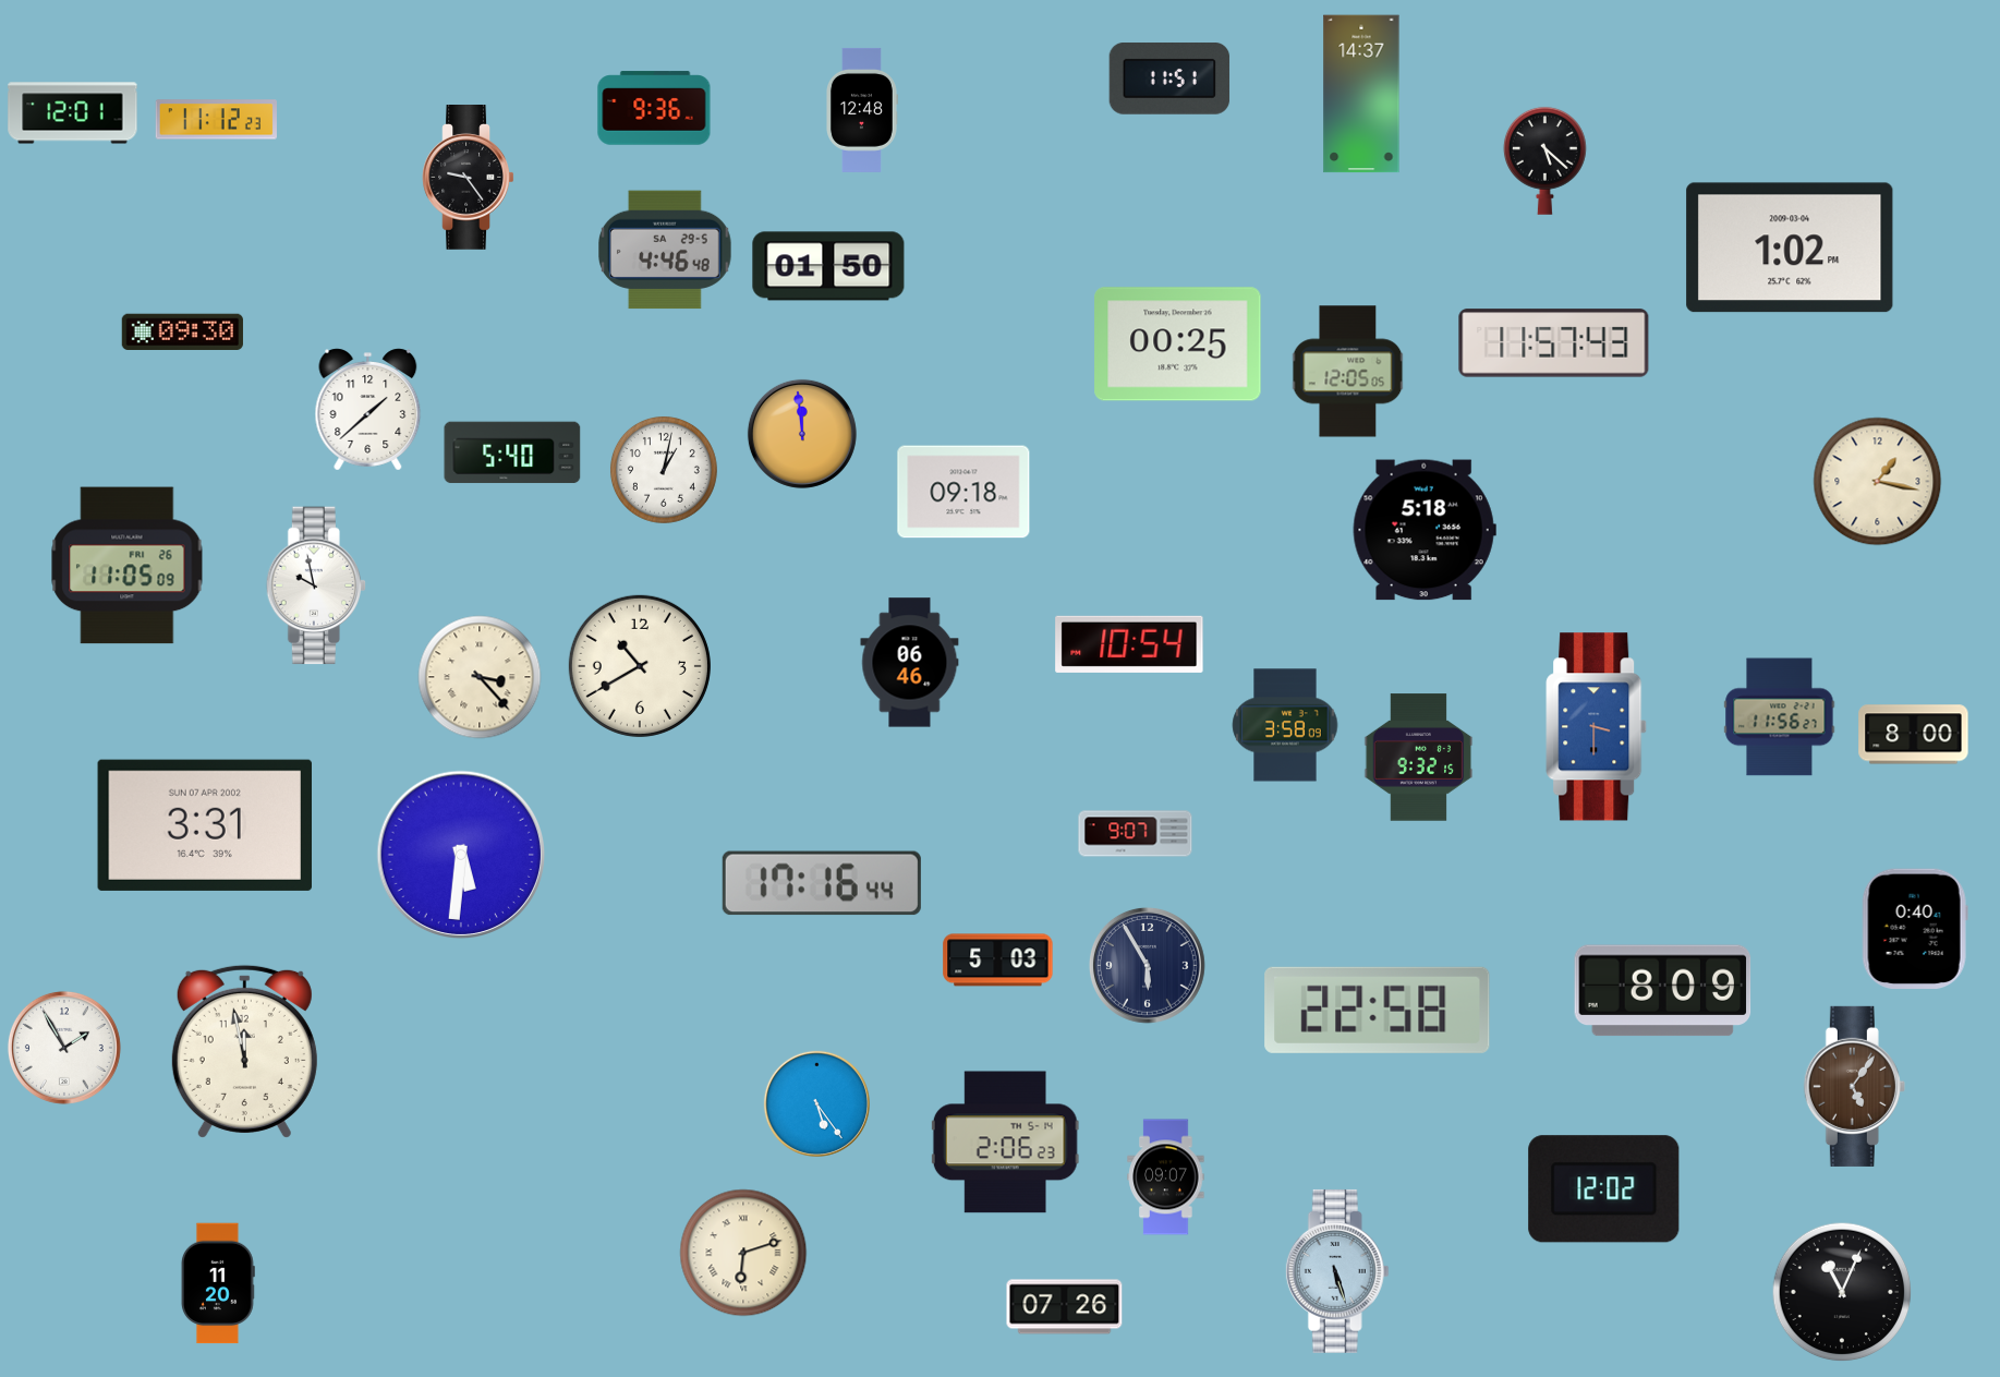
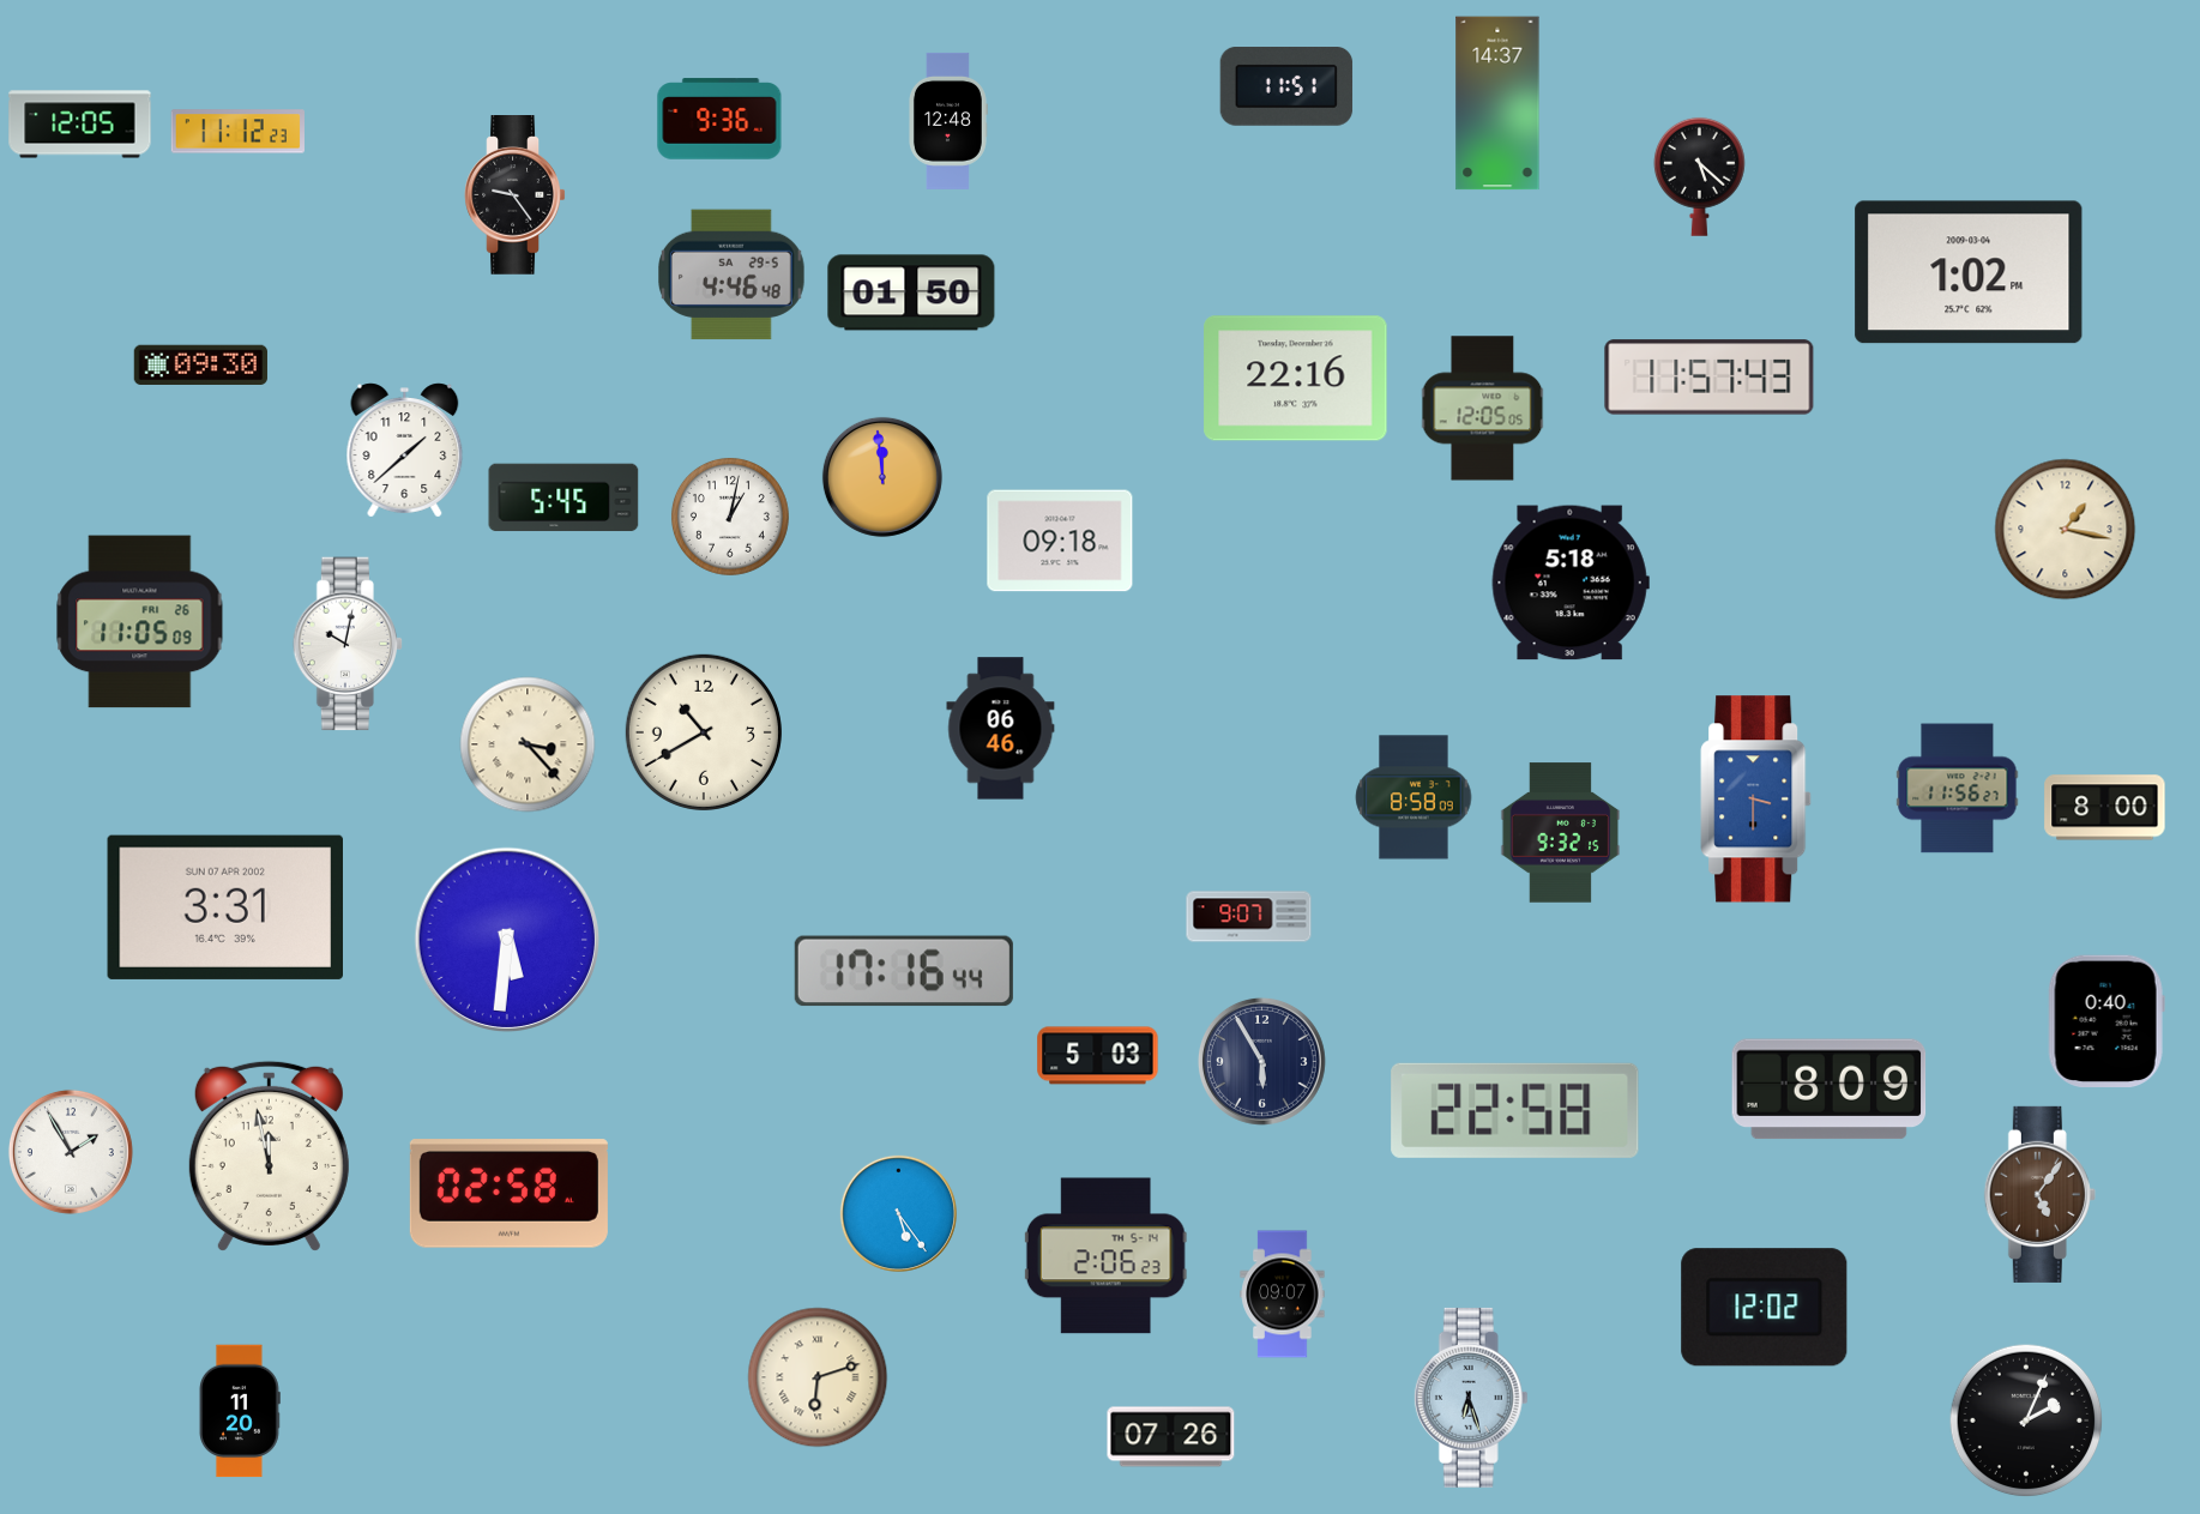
clock at (73, 113): 12:01 -> 12:05
clock at (1178, 345): 00:25 -> 22:16
clock at (512, 452): 5:40 -> 5:45
clock at (1425, 530) position: (1425, 530) -> (1571, 583)
clock at (316, 585): 9:58 -> 10:02
clock at (1129, 644): 10:54 -> none
clock at (1285, 725): 3:58 -> 8:58
clock at (508, 1194): none -> 02:58
clock at (1337, 1271): 5:27 -> 6:27
clock at (1842, 1292): 11:04 -> 2:04
